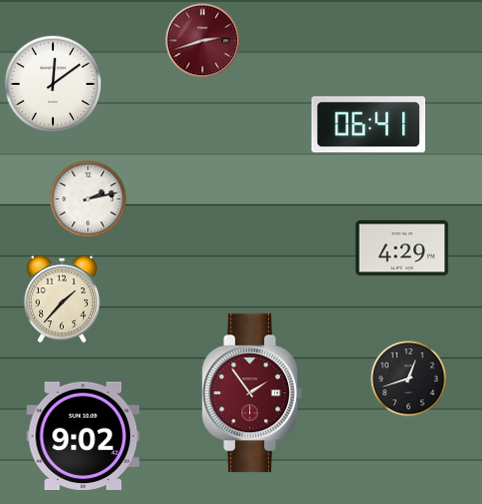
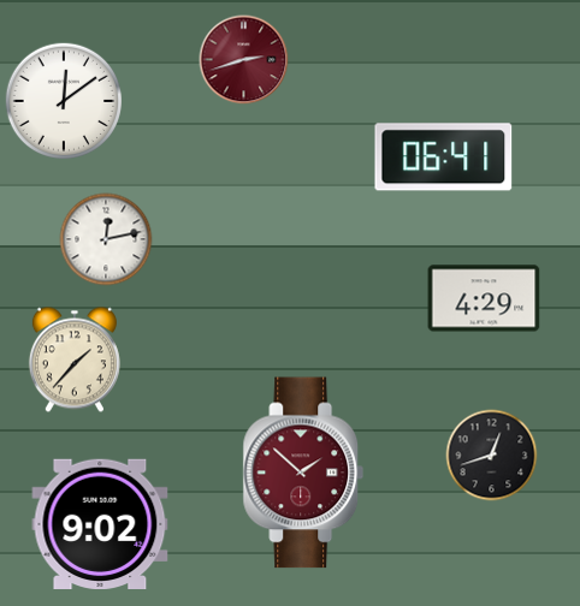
clock at (203, 41) position: (203, 41) -> (244, 60)
clock at (369, 125) position: (369, 125) -> (444, 158)
clock at (88, 199): 2:13 -> 12:13
clock at (252, 393): 1:54 -> 1:52
